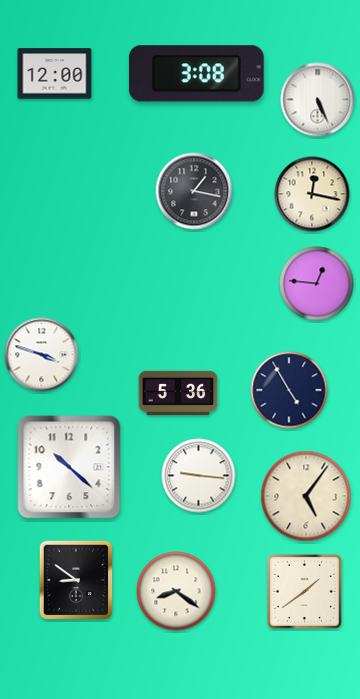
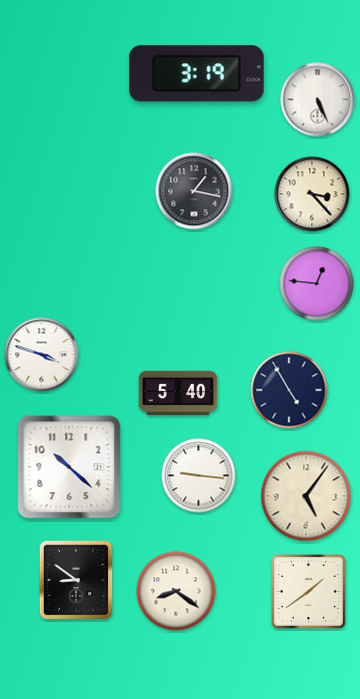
clock at (55, 74): 12:00 -> none
clock at (196, 74): 3:08 -> 3:19
clock at (312, 194): 12:17 -> 3:23
clock at (178, 393): 5:36 -> 5:40
clock at (304, 591) position: (304, 591) -> (308, 591)
